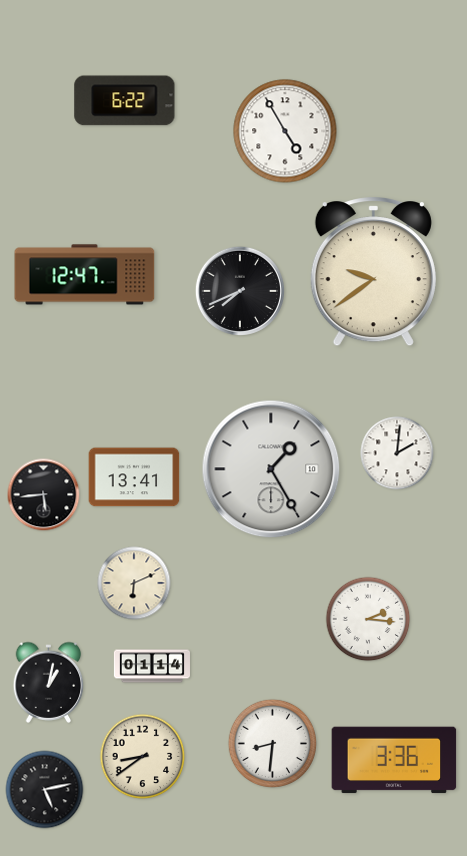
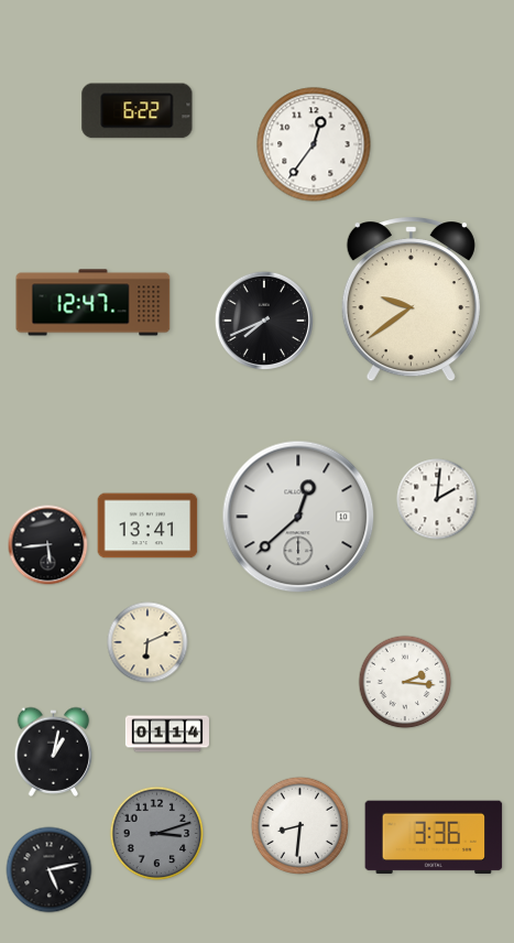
clock at (285, 131): 4:55 -> 12:36
clock at (271, 469): 1:25 -> 12:38
clock at (272, 743) position: (272, 743) -> (299, 825)
clock at (143, 757): 8:39 -> 3:12
clock at (143, 757) dial: cream -> grey
